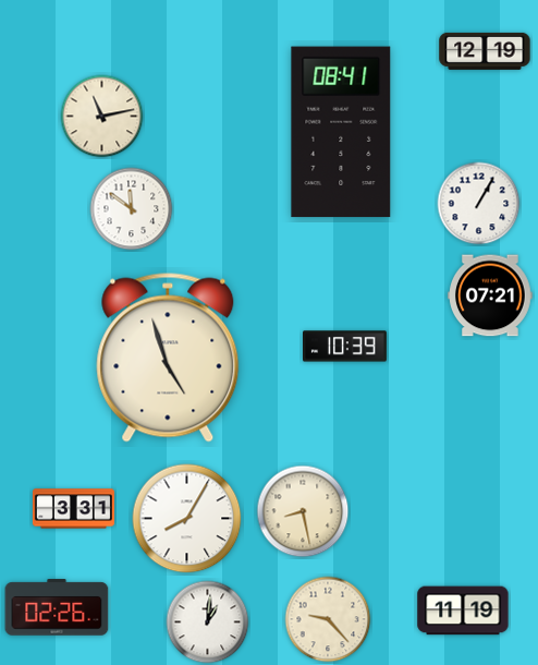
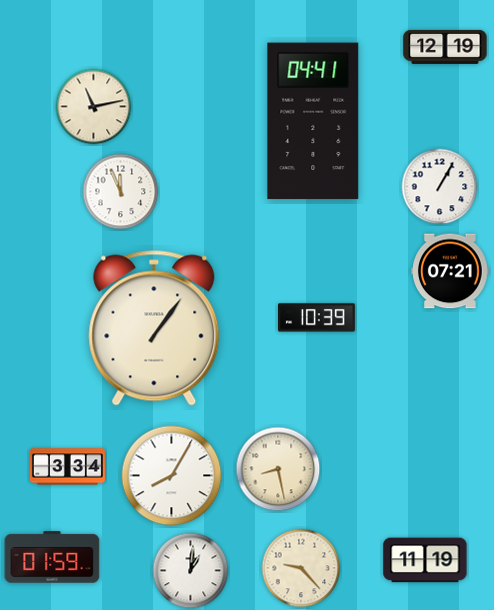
clock at (341, 132): 08:41 -> 04:41
clock at (132, 209): 11:51 -> 11:56
clock at (168, 358): 4:57 -> 1:06
clock at (73, 509): 3:31 -> 3:34
clock at (57, 607): 02:26 -> 01:59
